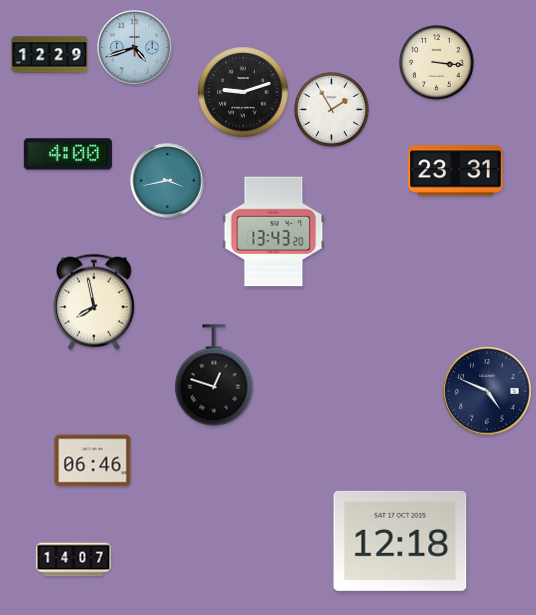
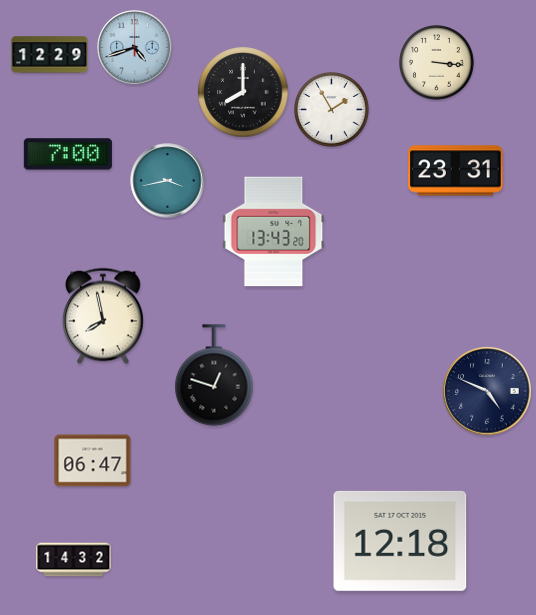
clock at (243, 92): 9:12 -> 8:00
clock at (68, 154): 4:00 -> 7:00
clock at (94, 302) position: (94, 302) -> (103, 316)
clock at (93, 461): 06:46 -> 06:47
clock at (74, 560): 14:07 -> 14:32
